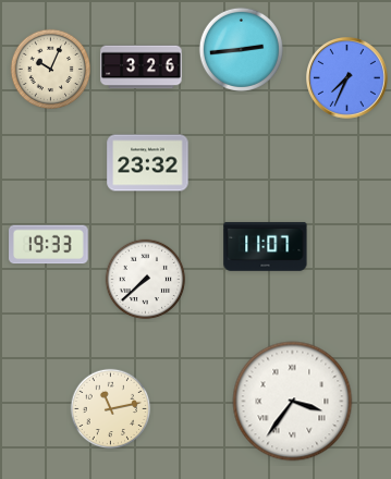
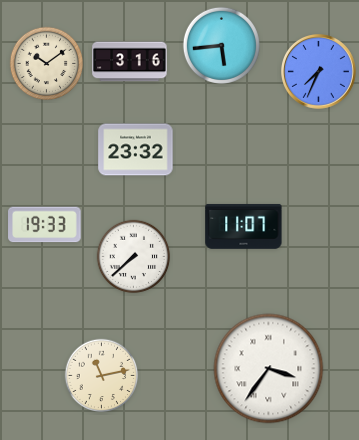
clock at (241, 49): 2:44 -> 5:44
clock at (142, 67): 3:26 -> 3:16
clock at (51, 70): 10:04 -> 10:09
